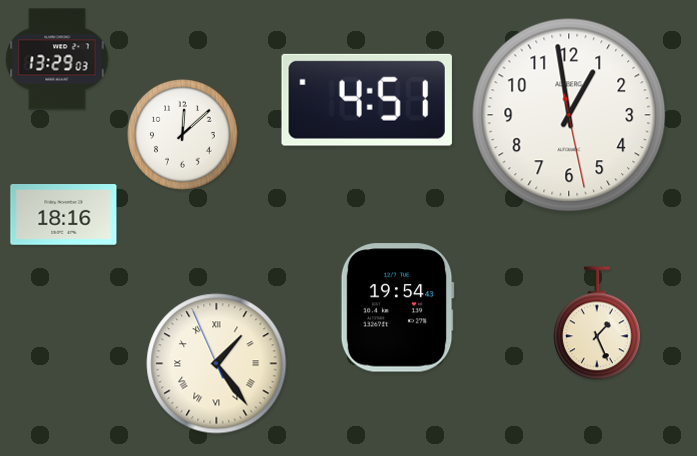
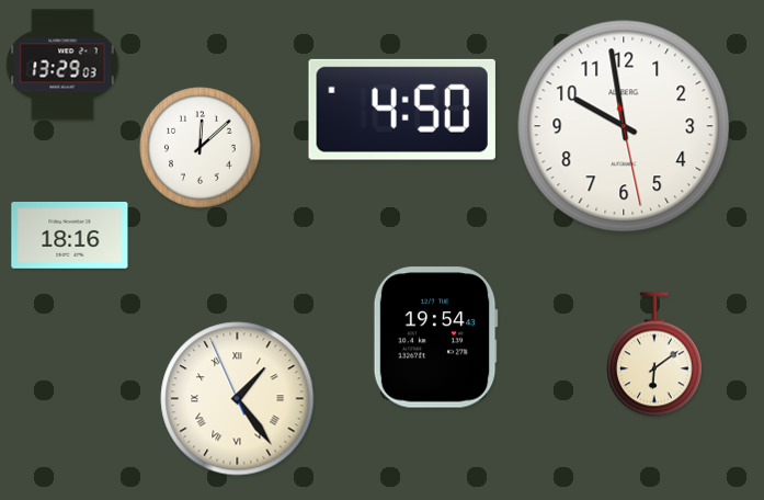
clock at (367, 100): 4:51 -> 4:50
clock at (569, 115): 12:58 -> 9:58
clock at (598, 323): 1:26 -> 6:09
